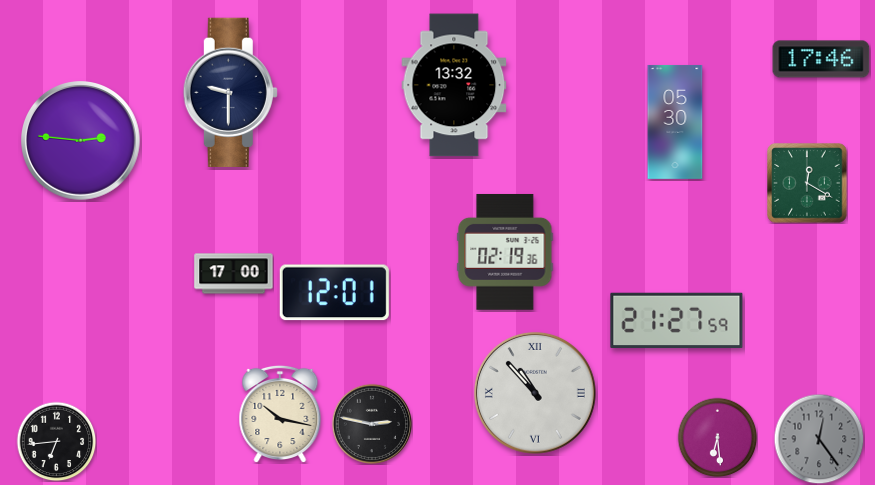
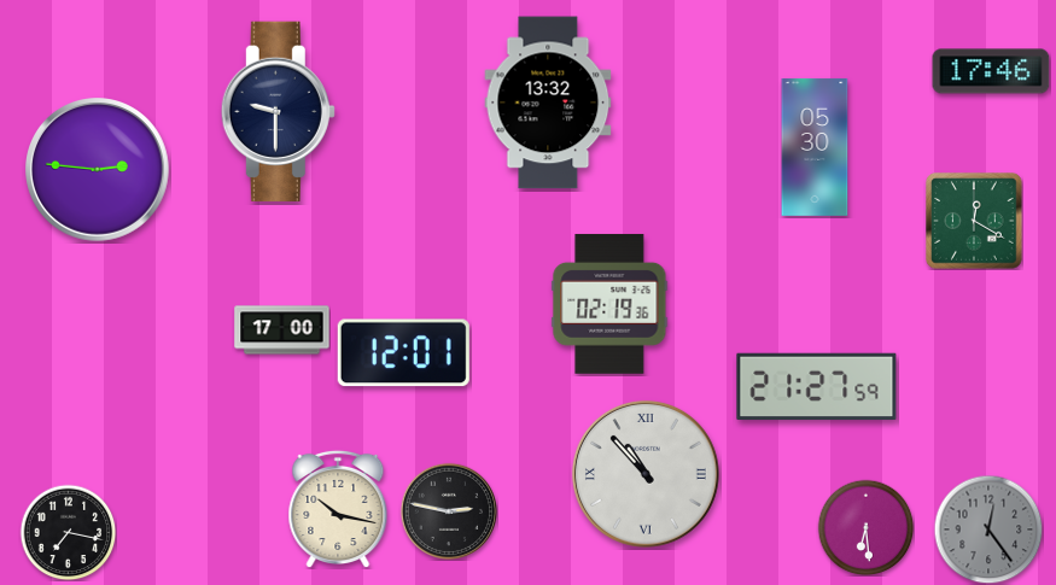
clock at (280, 413) position: (280, 413) -> (338, 508)
clock at (56, 441): 6:44 -> 7:17
